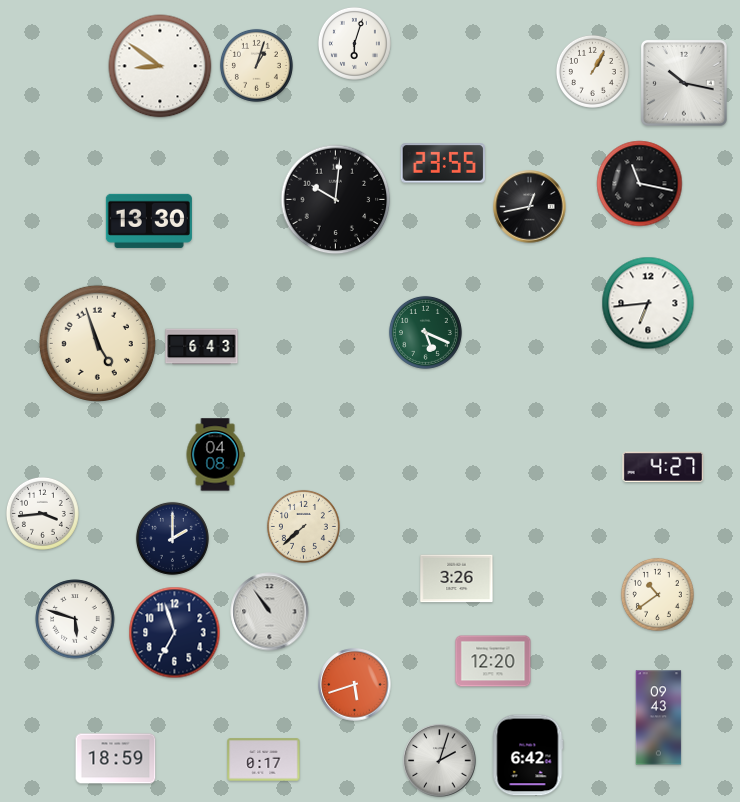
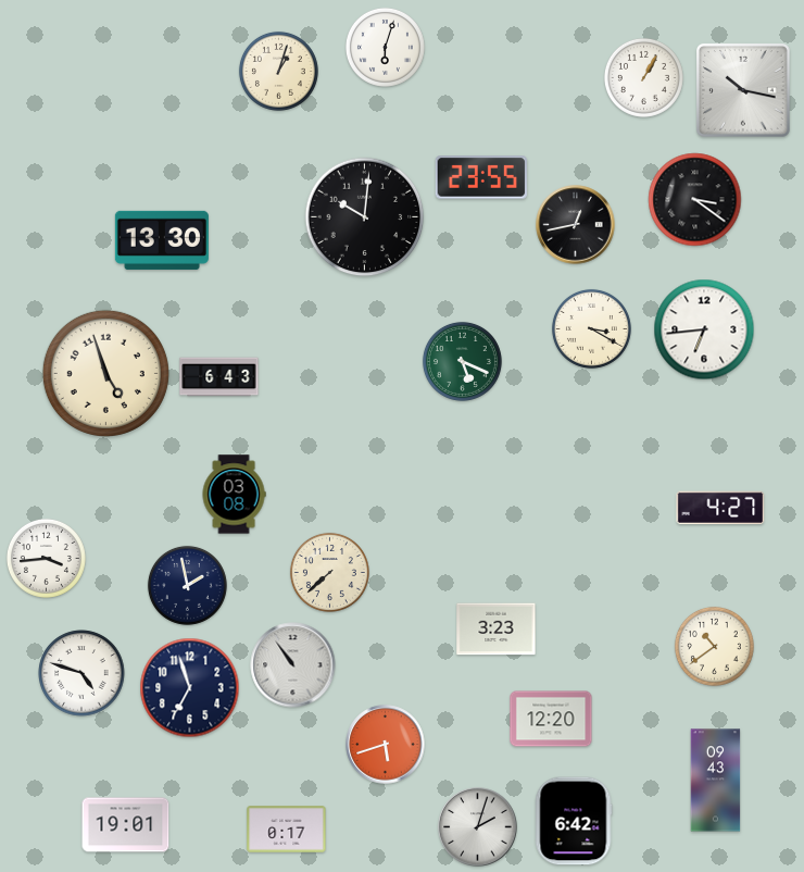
clock at (160, 66): 8:51 -> none
clock at (640, 184): 11:17 -> 3:21
clock at (591, 328): none -> 3:20
clock at (215, 455): 04:08 -> 03:08
clock at (172, 538): 2:00 -> 1:58
clock at (457, 579): 3:26 -> 3:23
clock at (75, 619): 5:48 -> 4:48
clock at (493, 661) position: (493, 661) -> (551, 719)
clock at (116, 759): 18:59 -> 19:01
clock at (264, 760) position: (264, 760) -> (287, 830)
